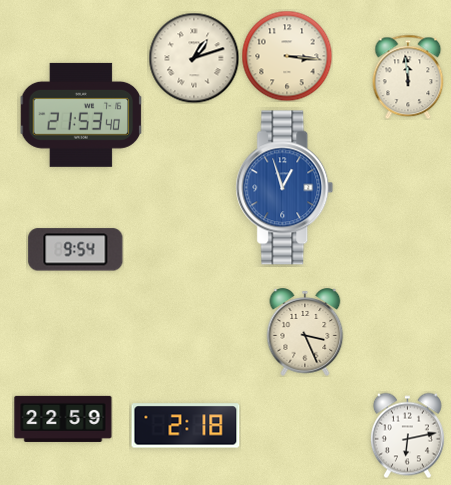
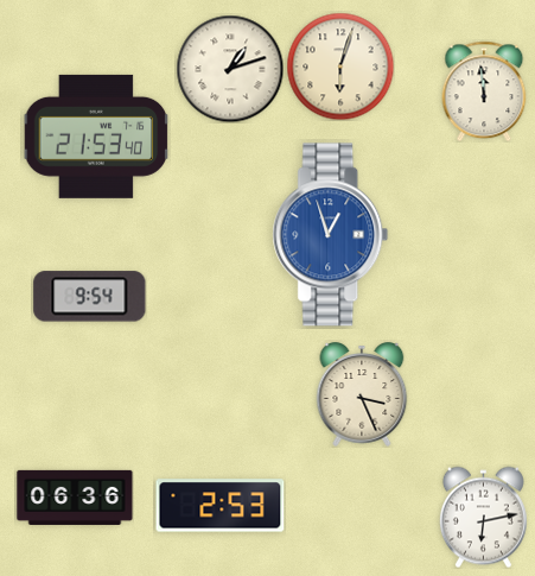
clock at (287, 56): 3:16 -> 6:03
clock at (285, 188) position: (285, 188) -> (331, 235)
clock at (63, 419): 22:59 -> 06:36
clock at (186, 426): 2:18 -> 2:53
